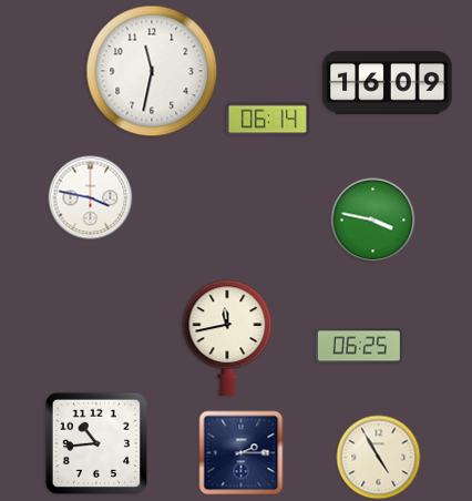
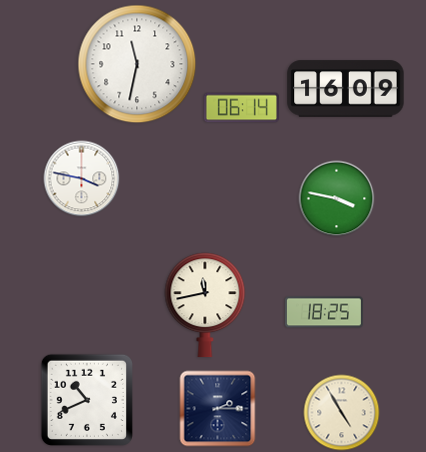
clock at (388, 83) position: (388, 83) -> (346, 89)
clock at (359, 346): 06:25 -> 18:25
clock at (95, 442): 10:44 -> 10:41
